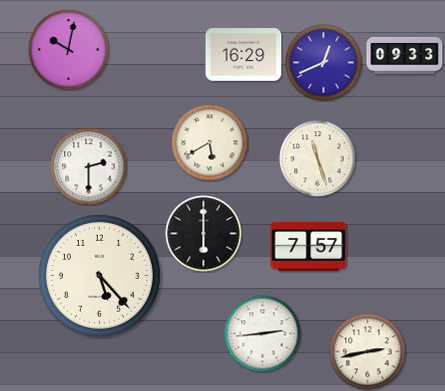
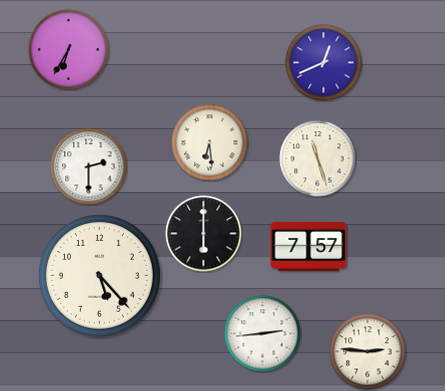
clock at (69, 50): 10:02 -> 6:35
clock at (244, 55): 16:29 -> none
clock at (405, 55): 09:33 -> none
clock at (210, 143): 5:40 -> 6:29
clock at (368, 352): 2:43 -> 2:46
